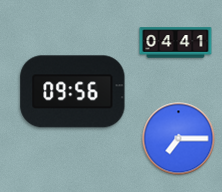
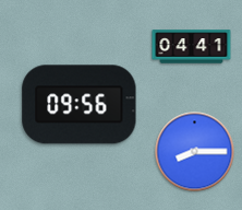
clock at (73, 92) position: (73, 92) -> (80, 105)
clock at (179, 139): 7:15 -> 8:15
